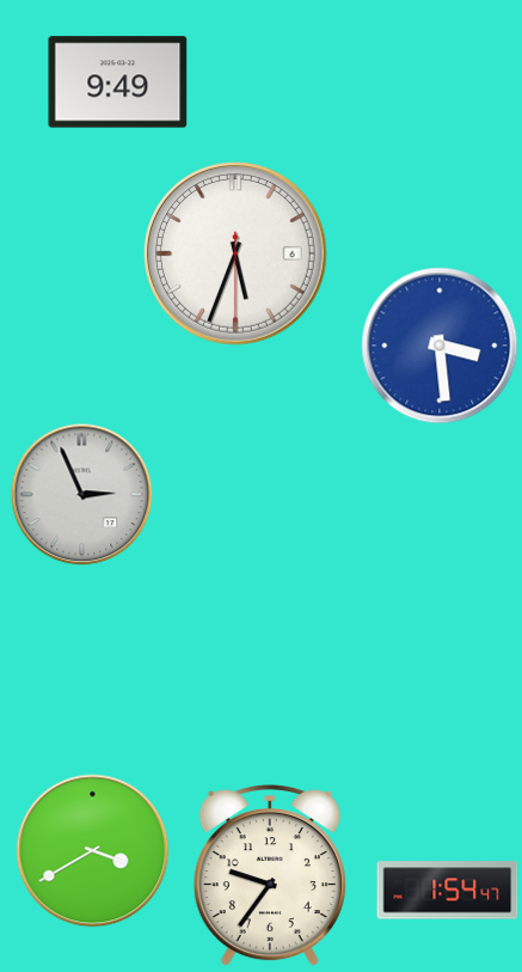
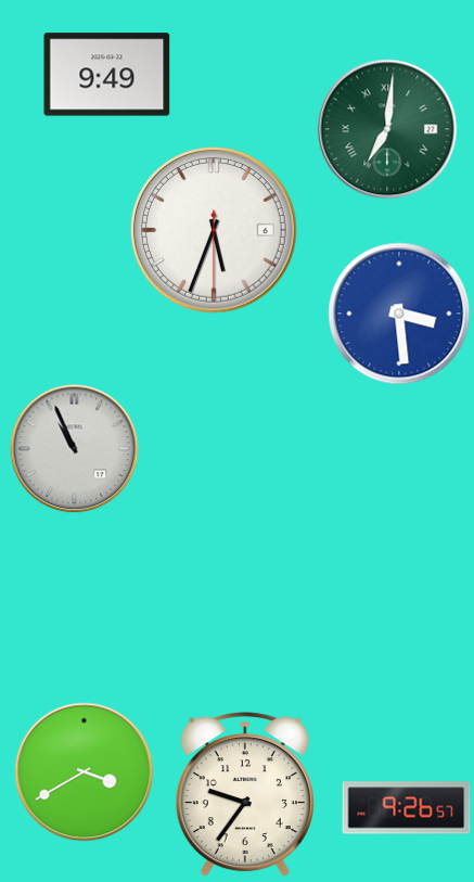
clock at (387, 129): none -> 7:01
clock at (82, 495): 2:56 -> 10:56
clock at (448, 891): 1:54 -> 9:26
